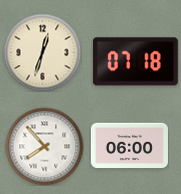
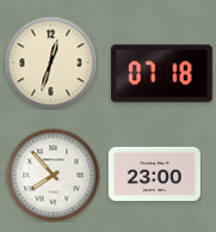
clock at (129, 146): 06:00 -> 23:00
